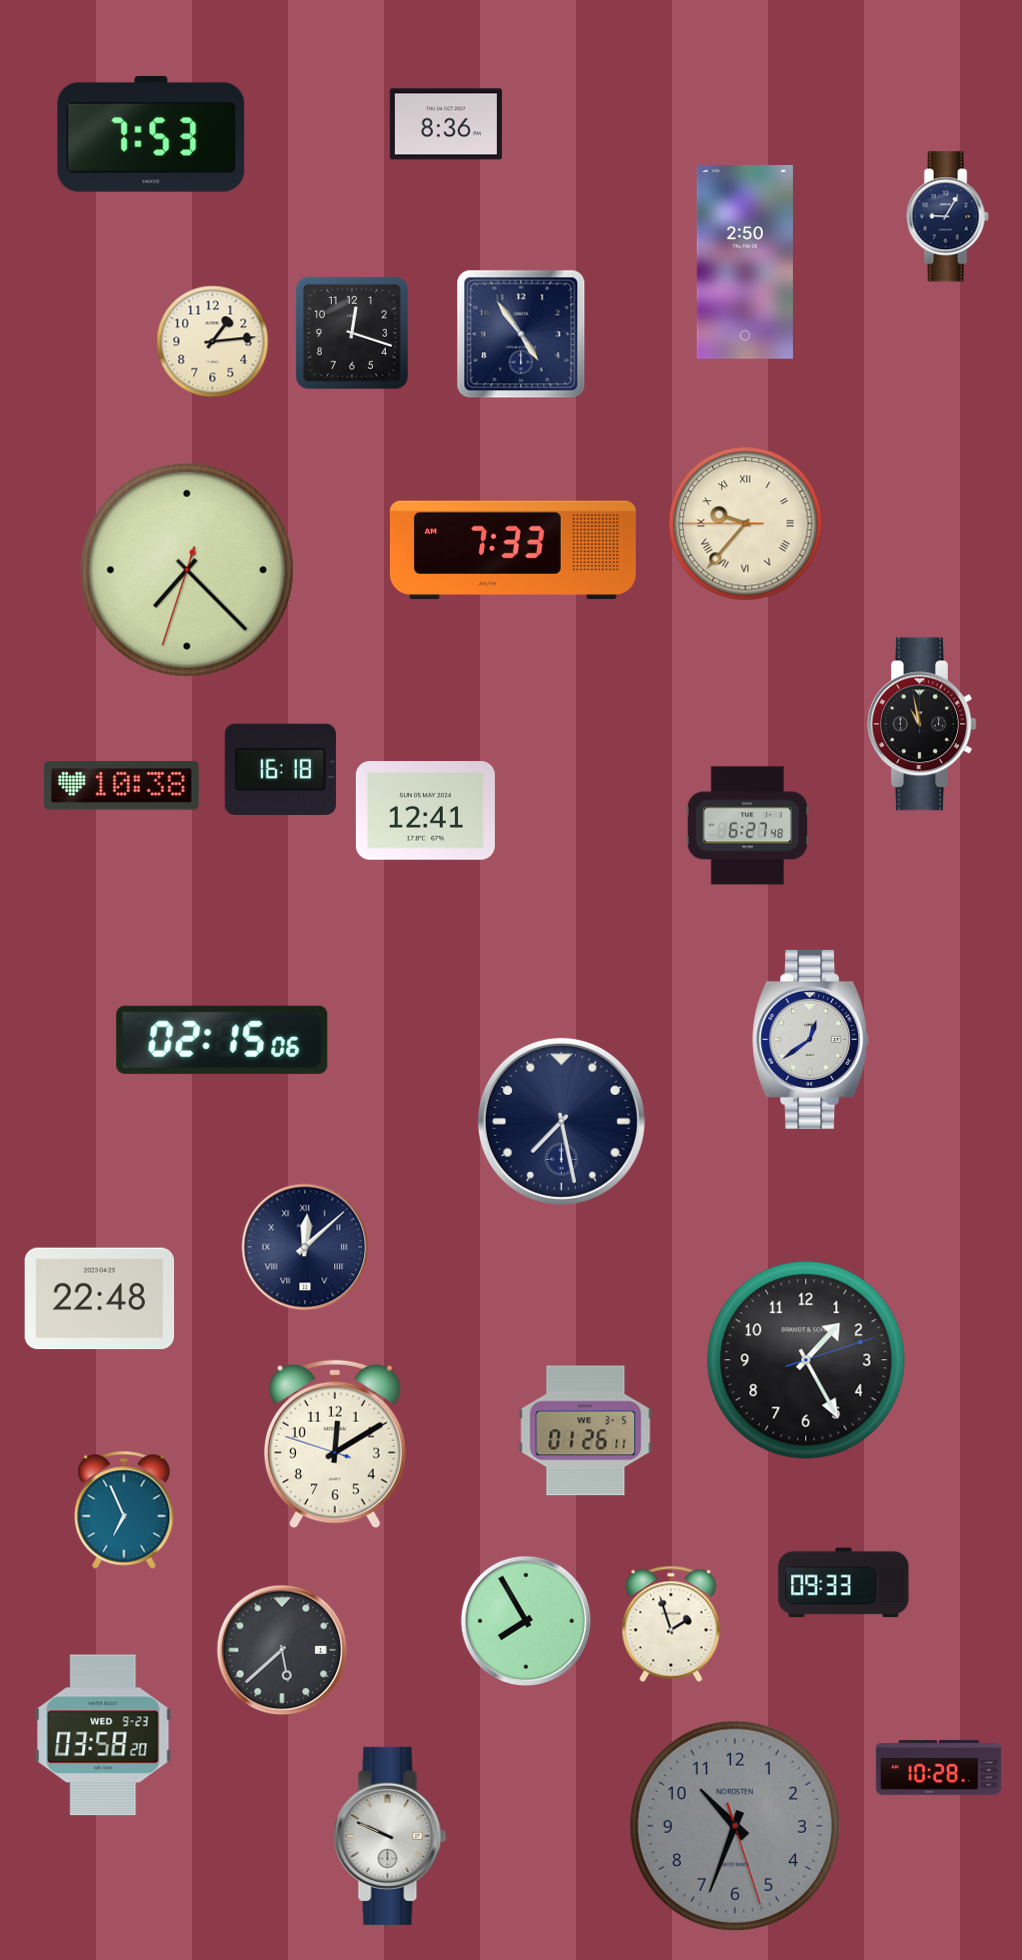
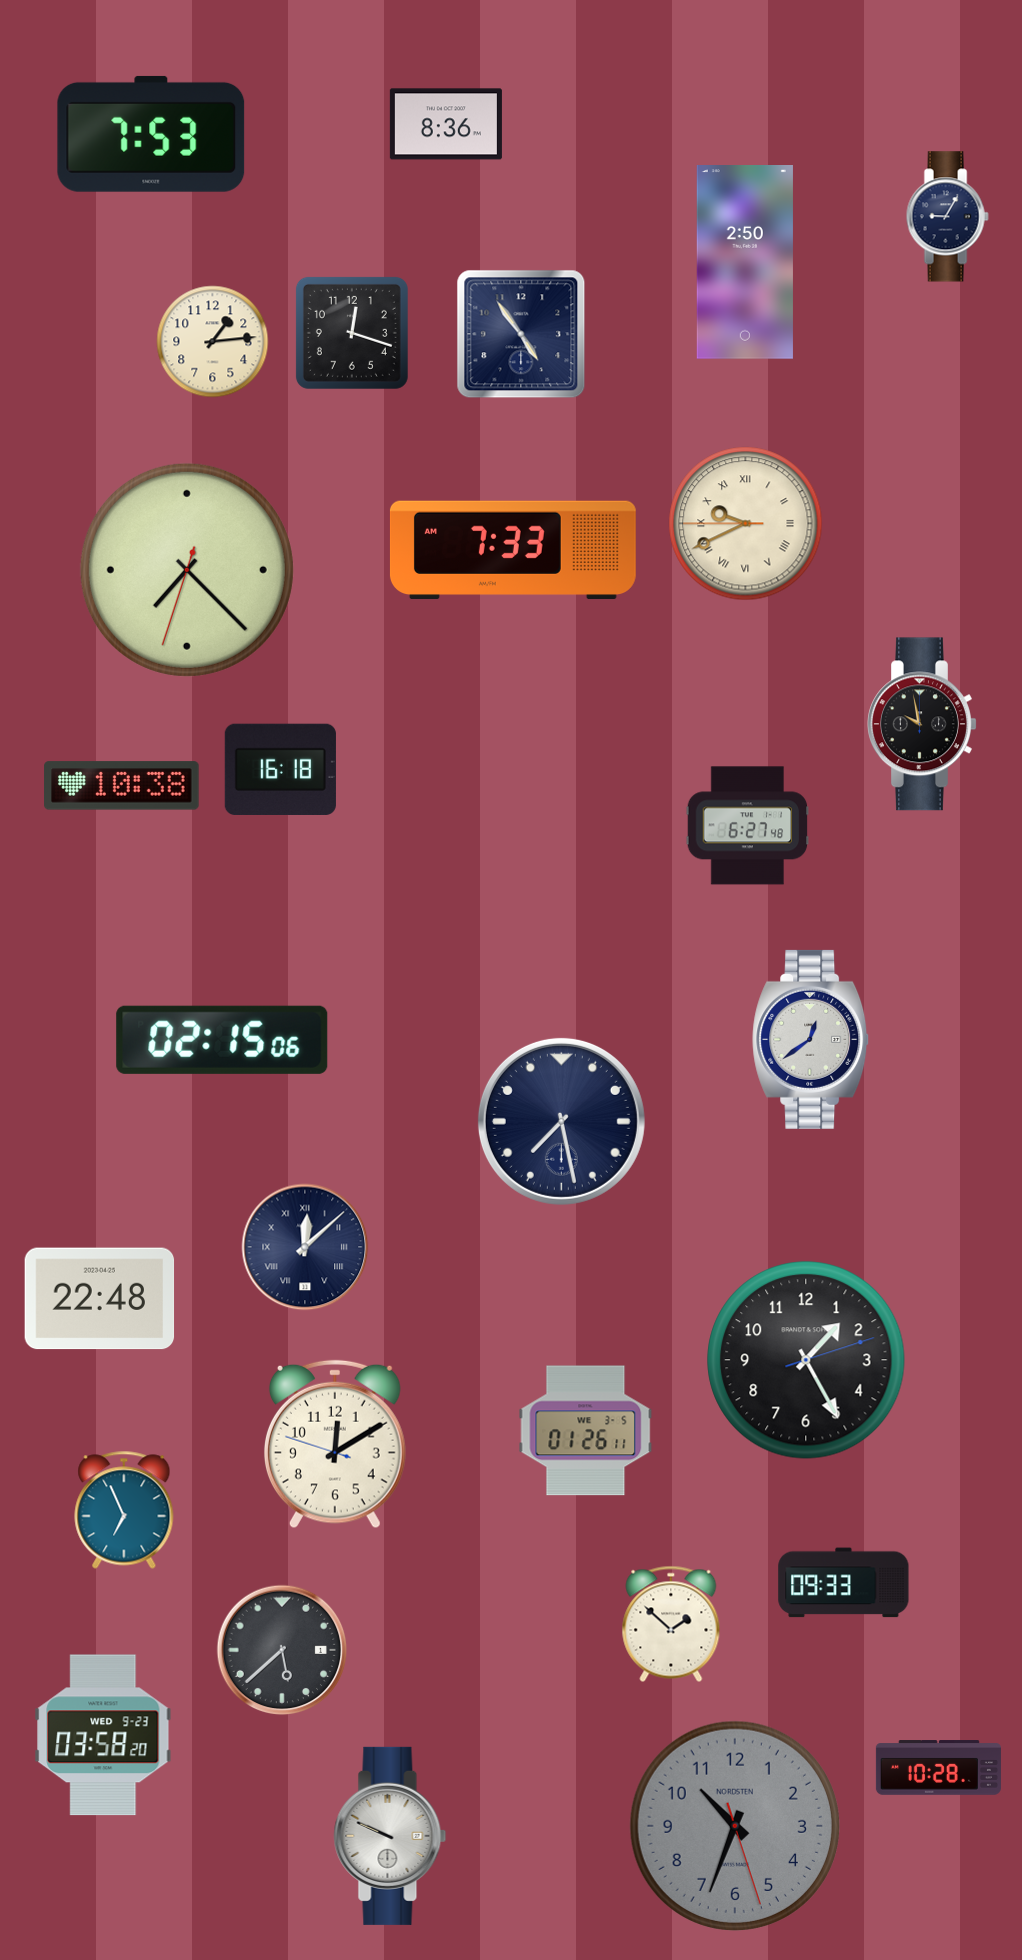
clock at (746, 524): 9:36 -> 9:40
clock at (923, 724): 10:58 -> 9:58
clock at (425, 811): 12:41 -> none
clock at (526, 1621): 7:55 -> none
clock at (671, 1624): 1:57 -> 1:52
